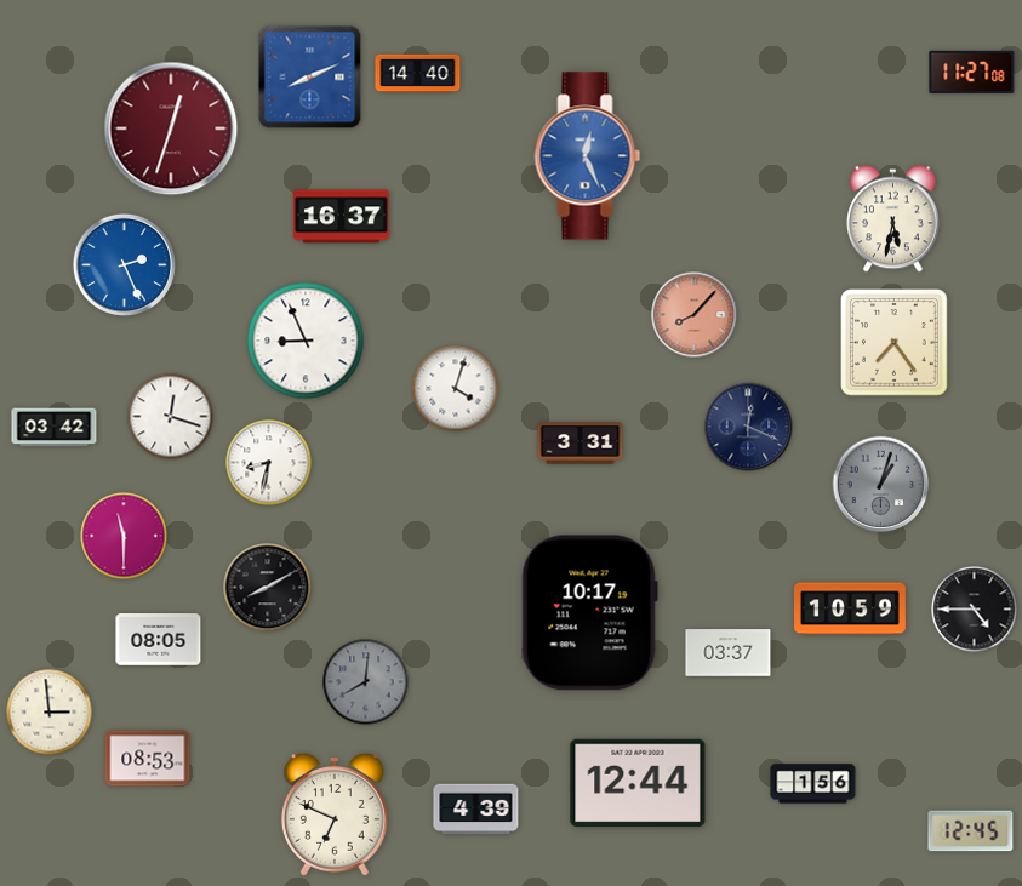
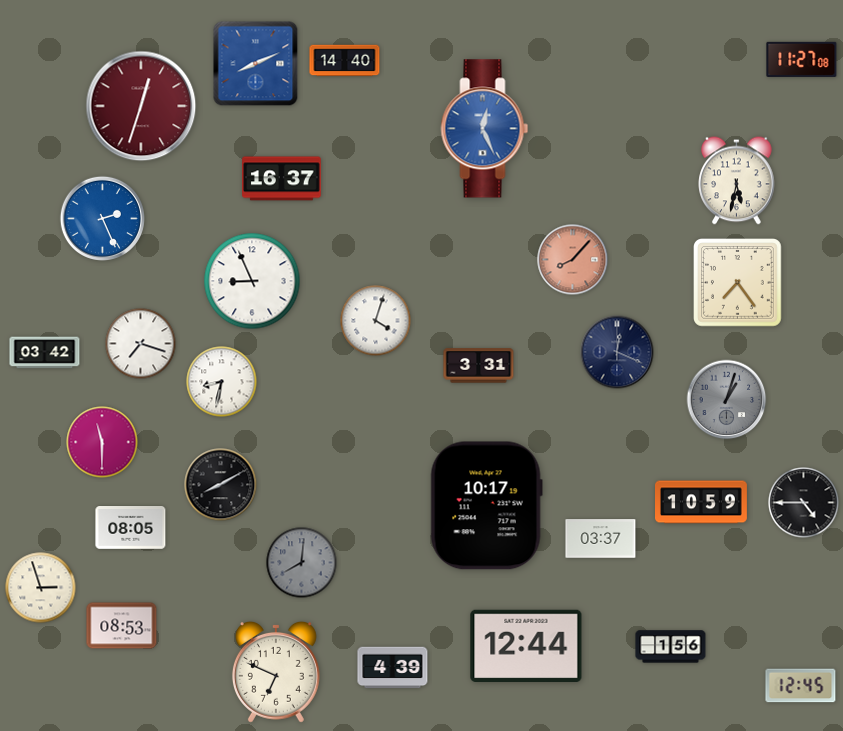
clock at (171, 417): 12:18 -> 7:18
clock at (50, 713): 2:59 -> 2:57
